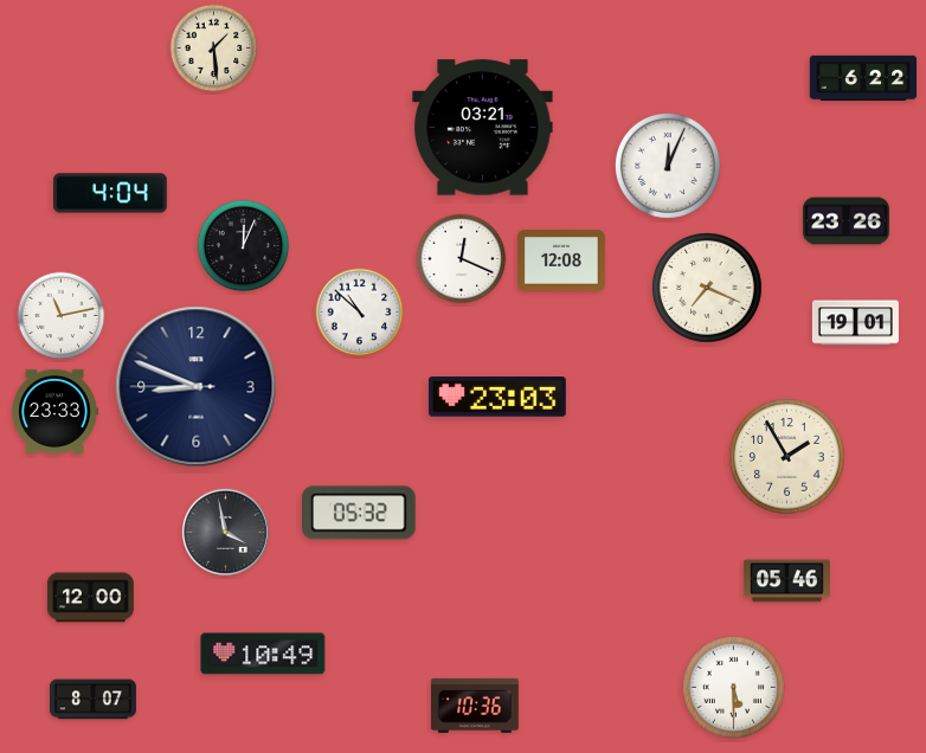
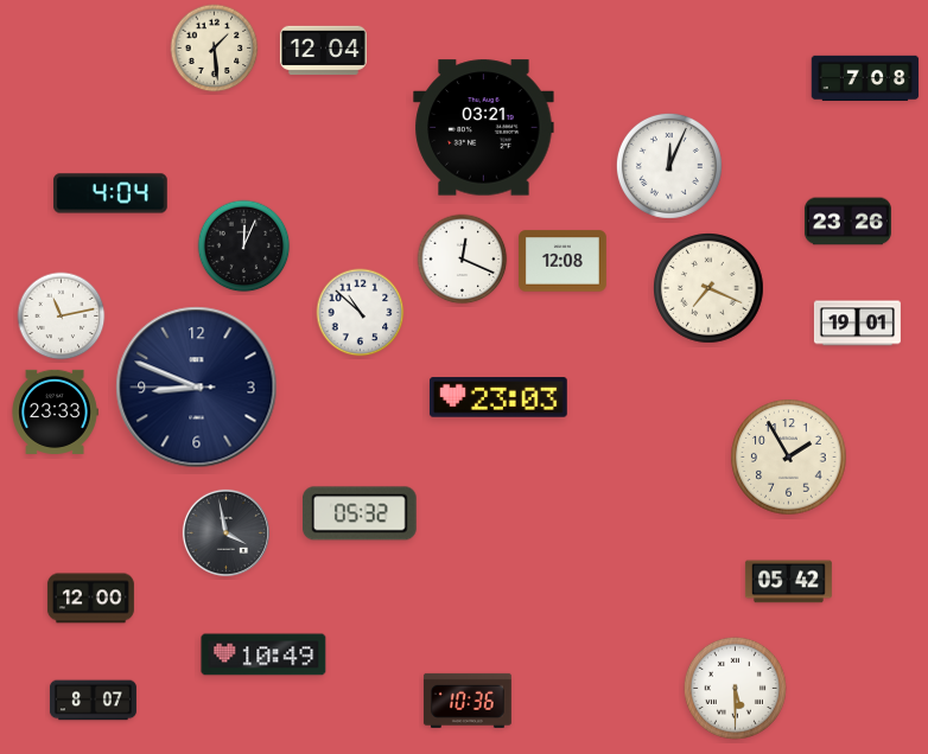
clock at (323, 51): none -> 12:04
clock at (863, 77): 6:22 -> 7:08
clock at (786, 581): 05:46 -> 05:42
clock at (475, 706) position: (475, 706) -> (468, 701)
